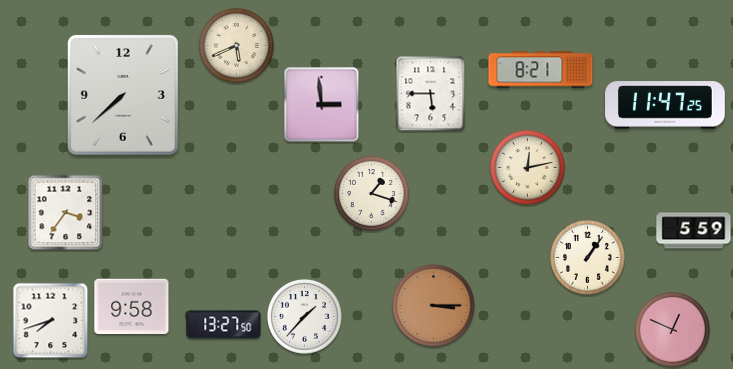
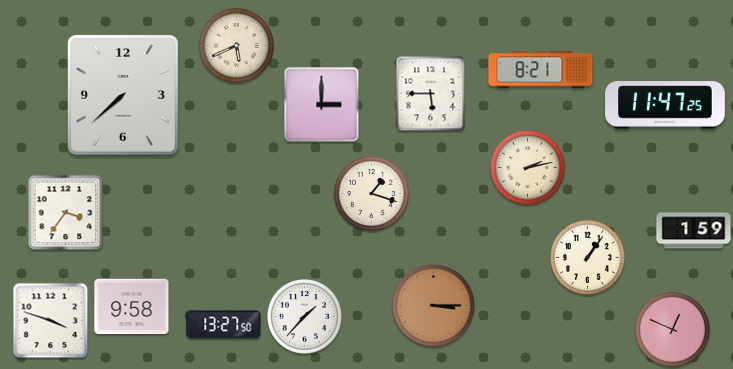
clock at (322, 105): 2:59 -> 3:00
clock at (527, 167): 12:13 -> 2:13
clock at (694, 231): 5:59 -> 1:59
clock at (51, 321): 7:42 -> 3:48
